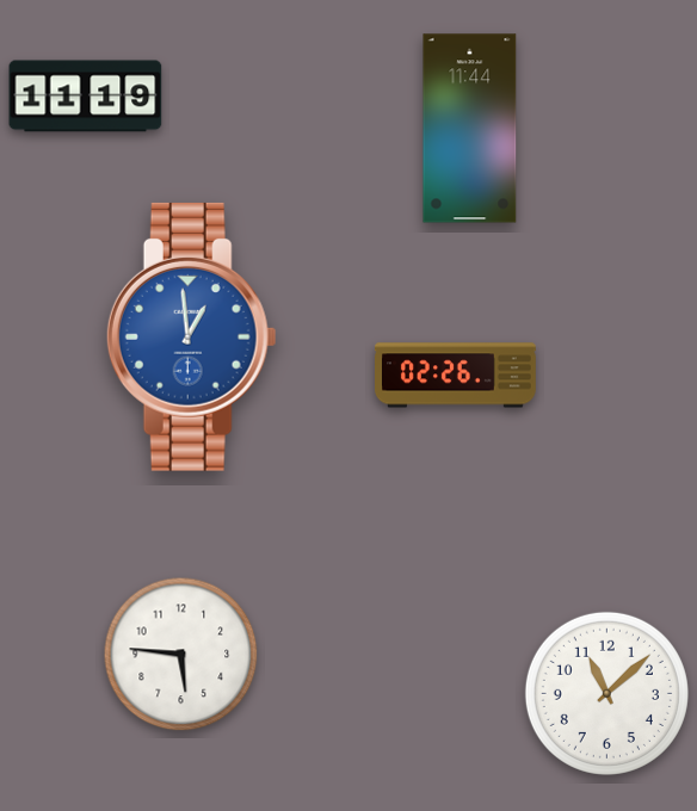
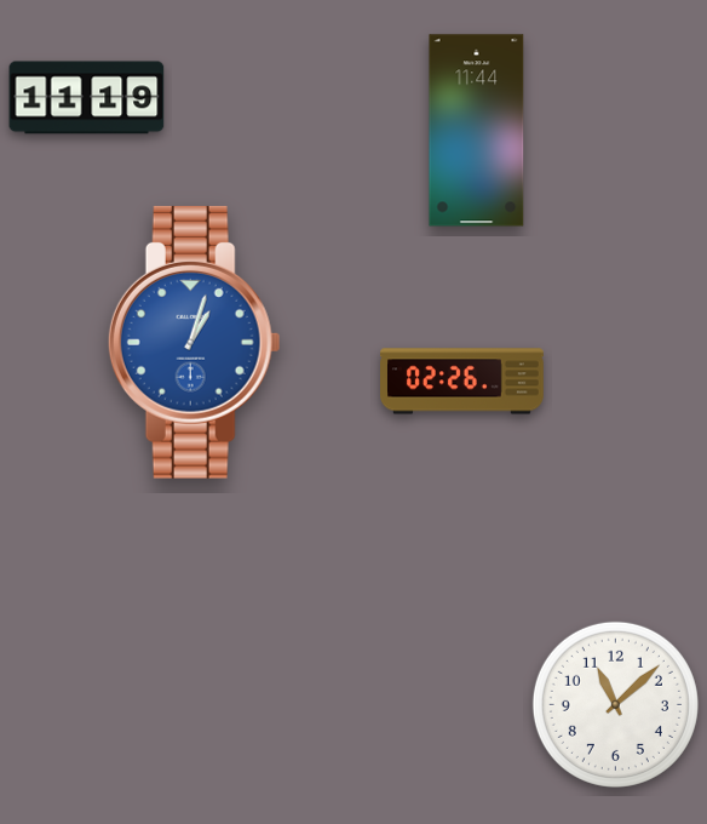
clock at (191, 336): 12:59 -> 1:03
clock at (181, 655): 5:46 -> none
